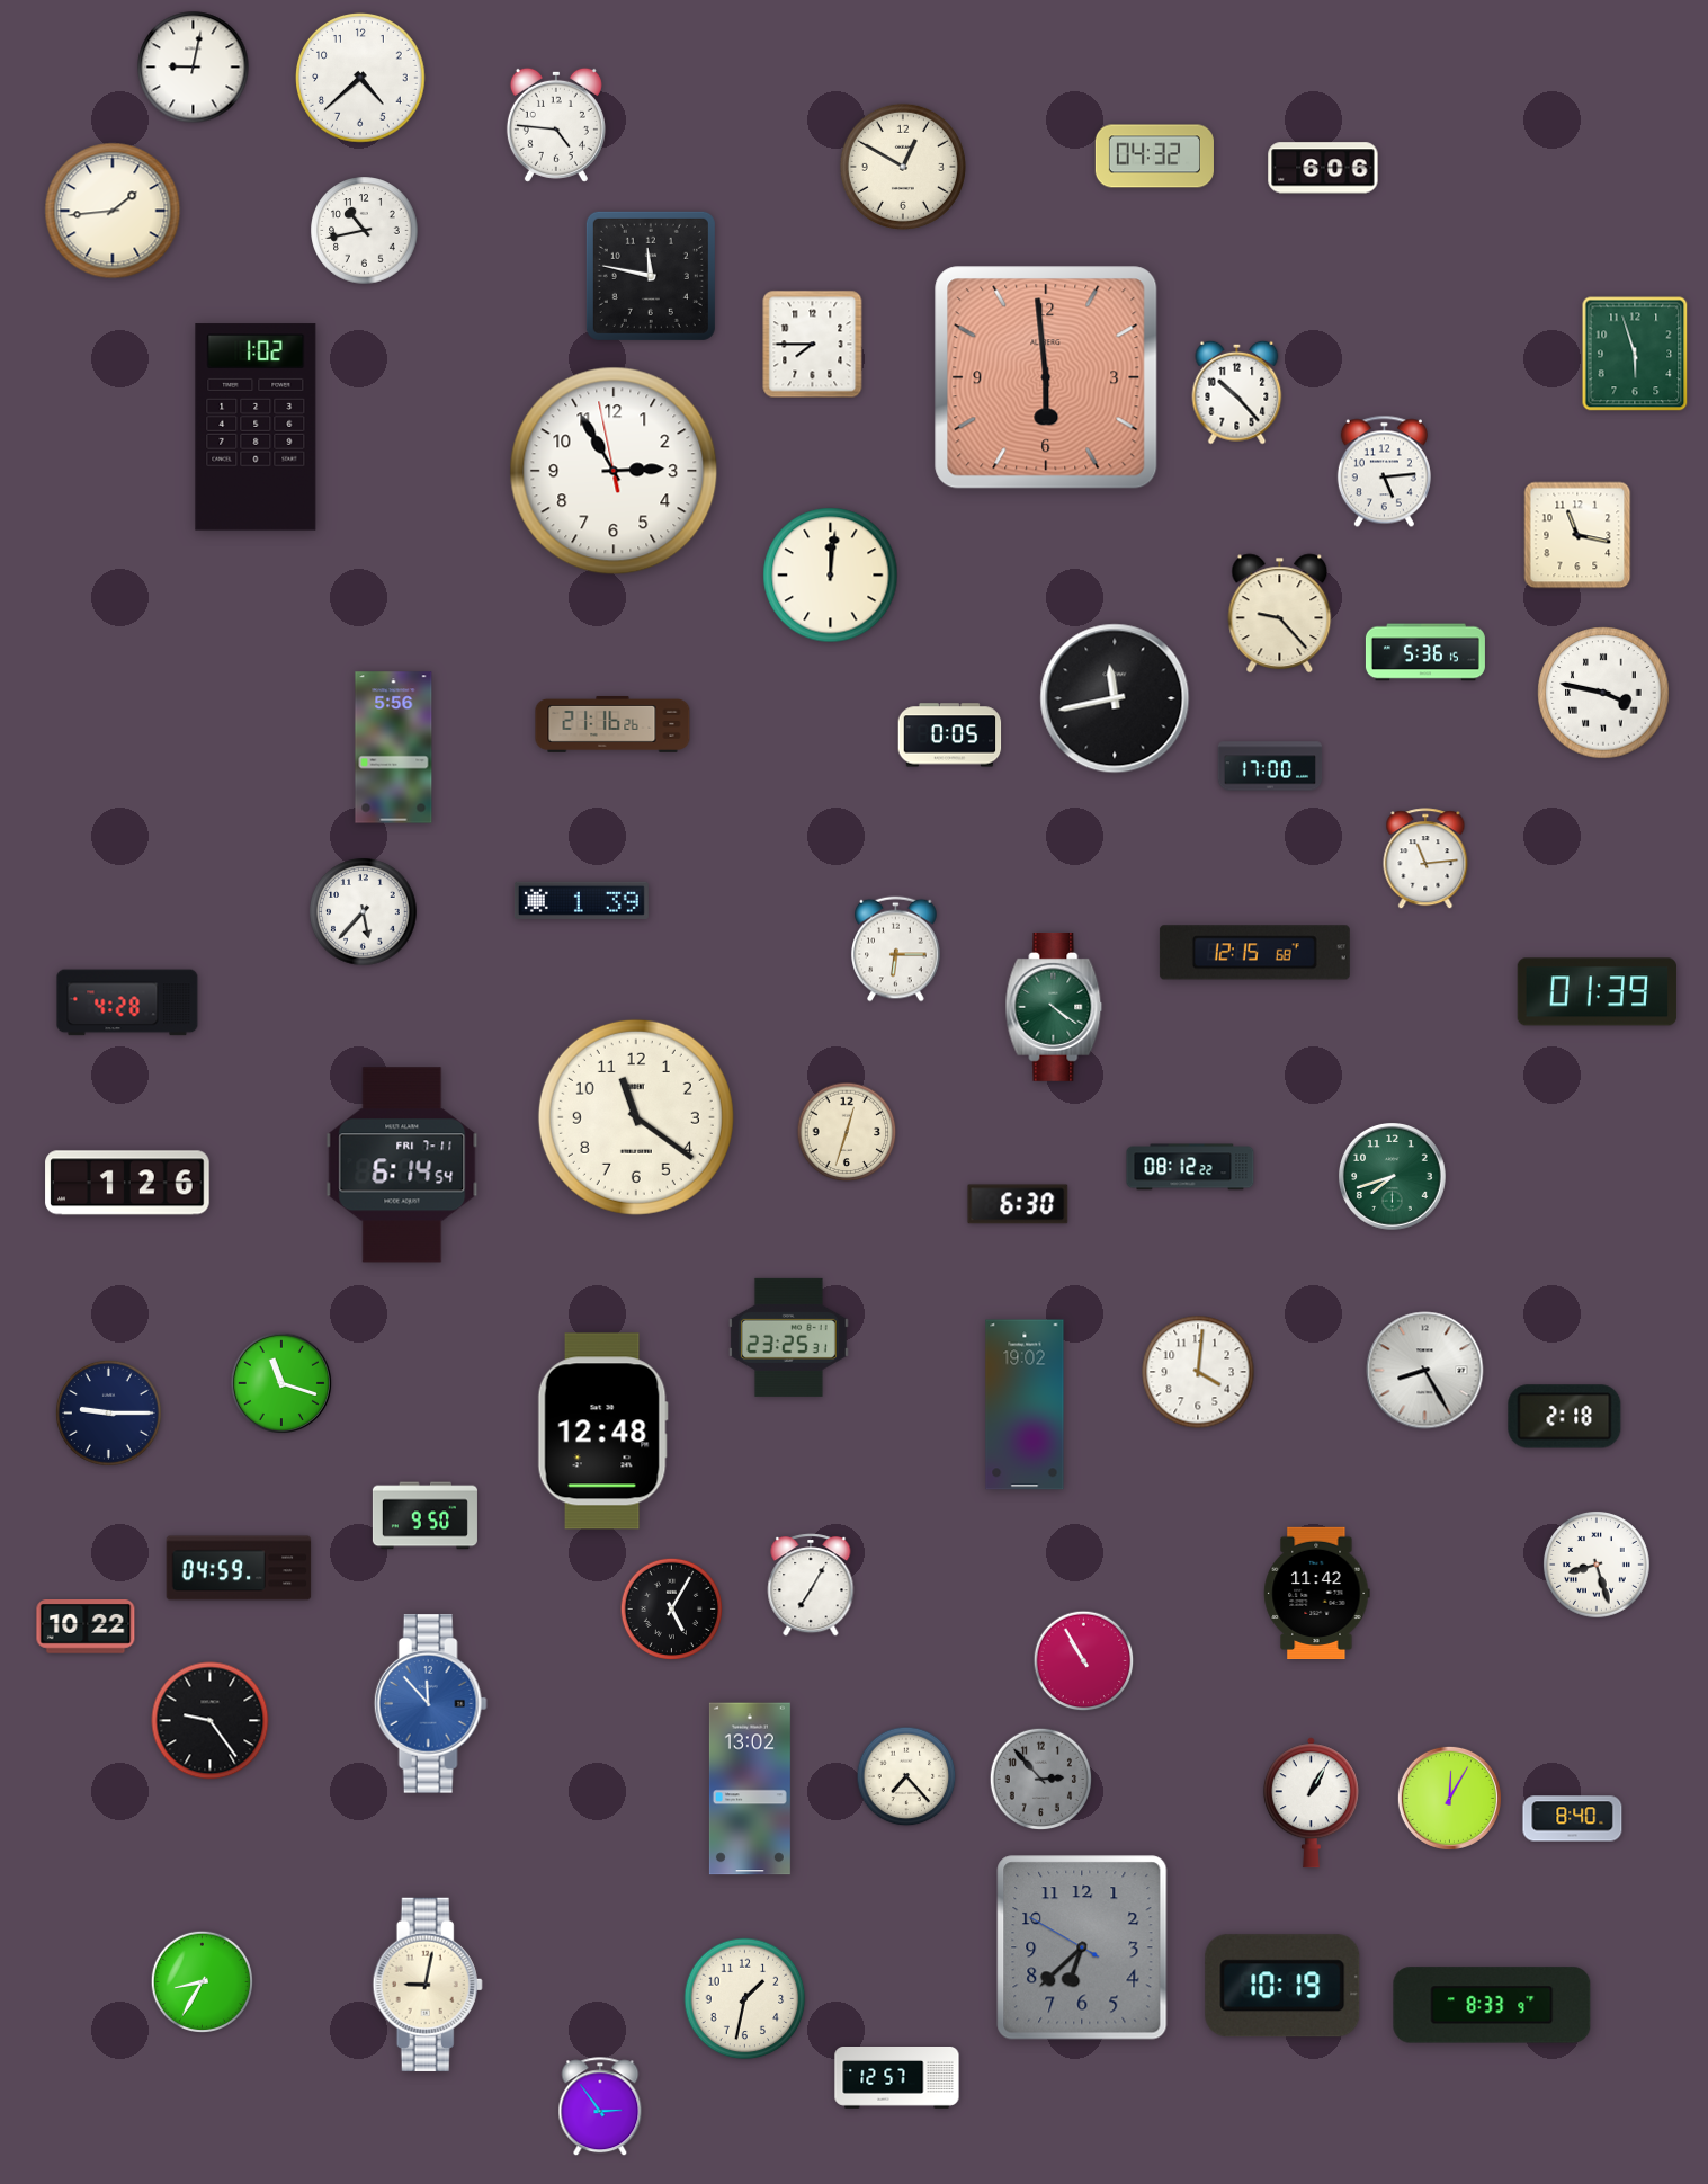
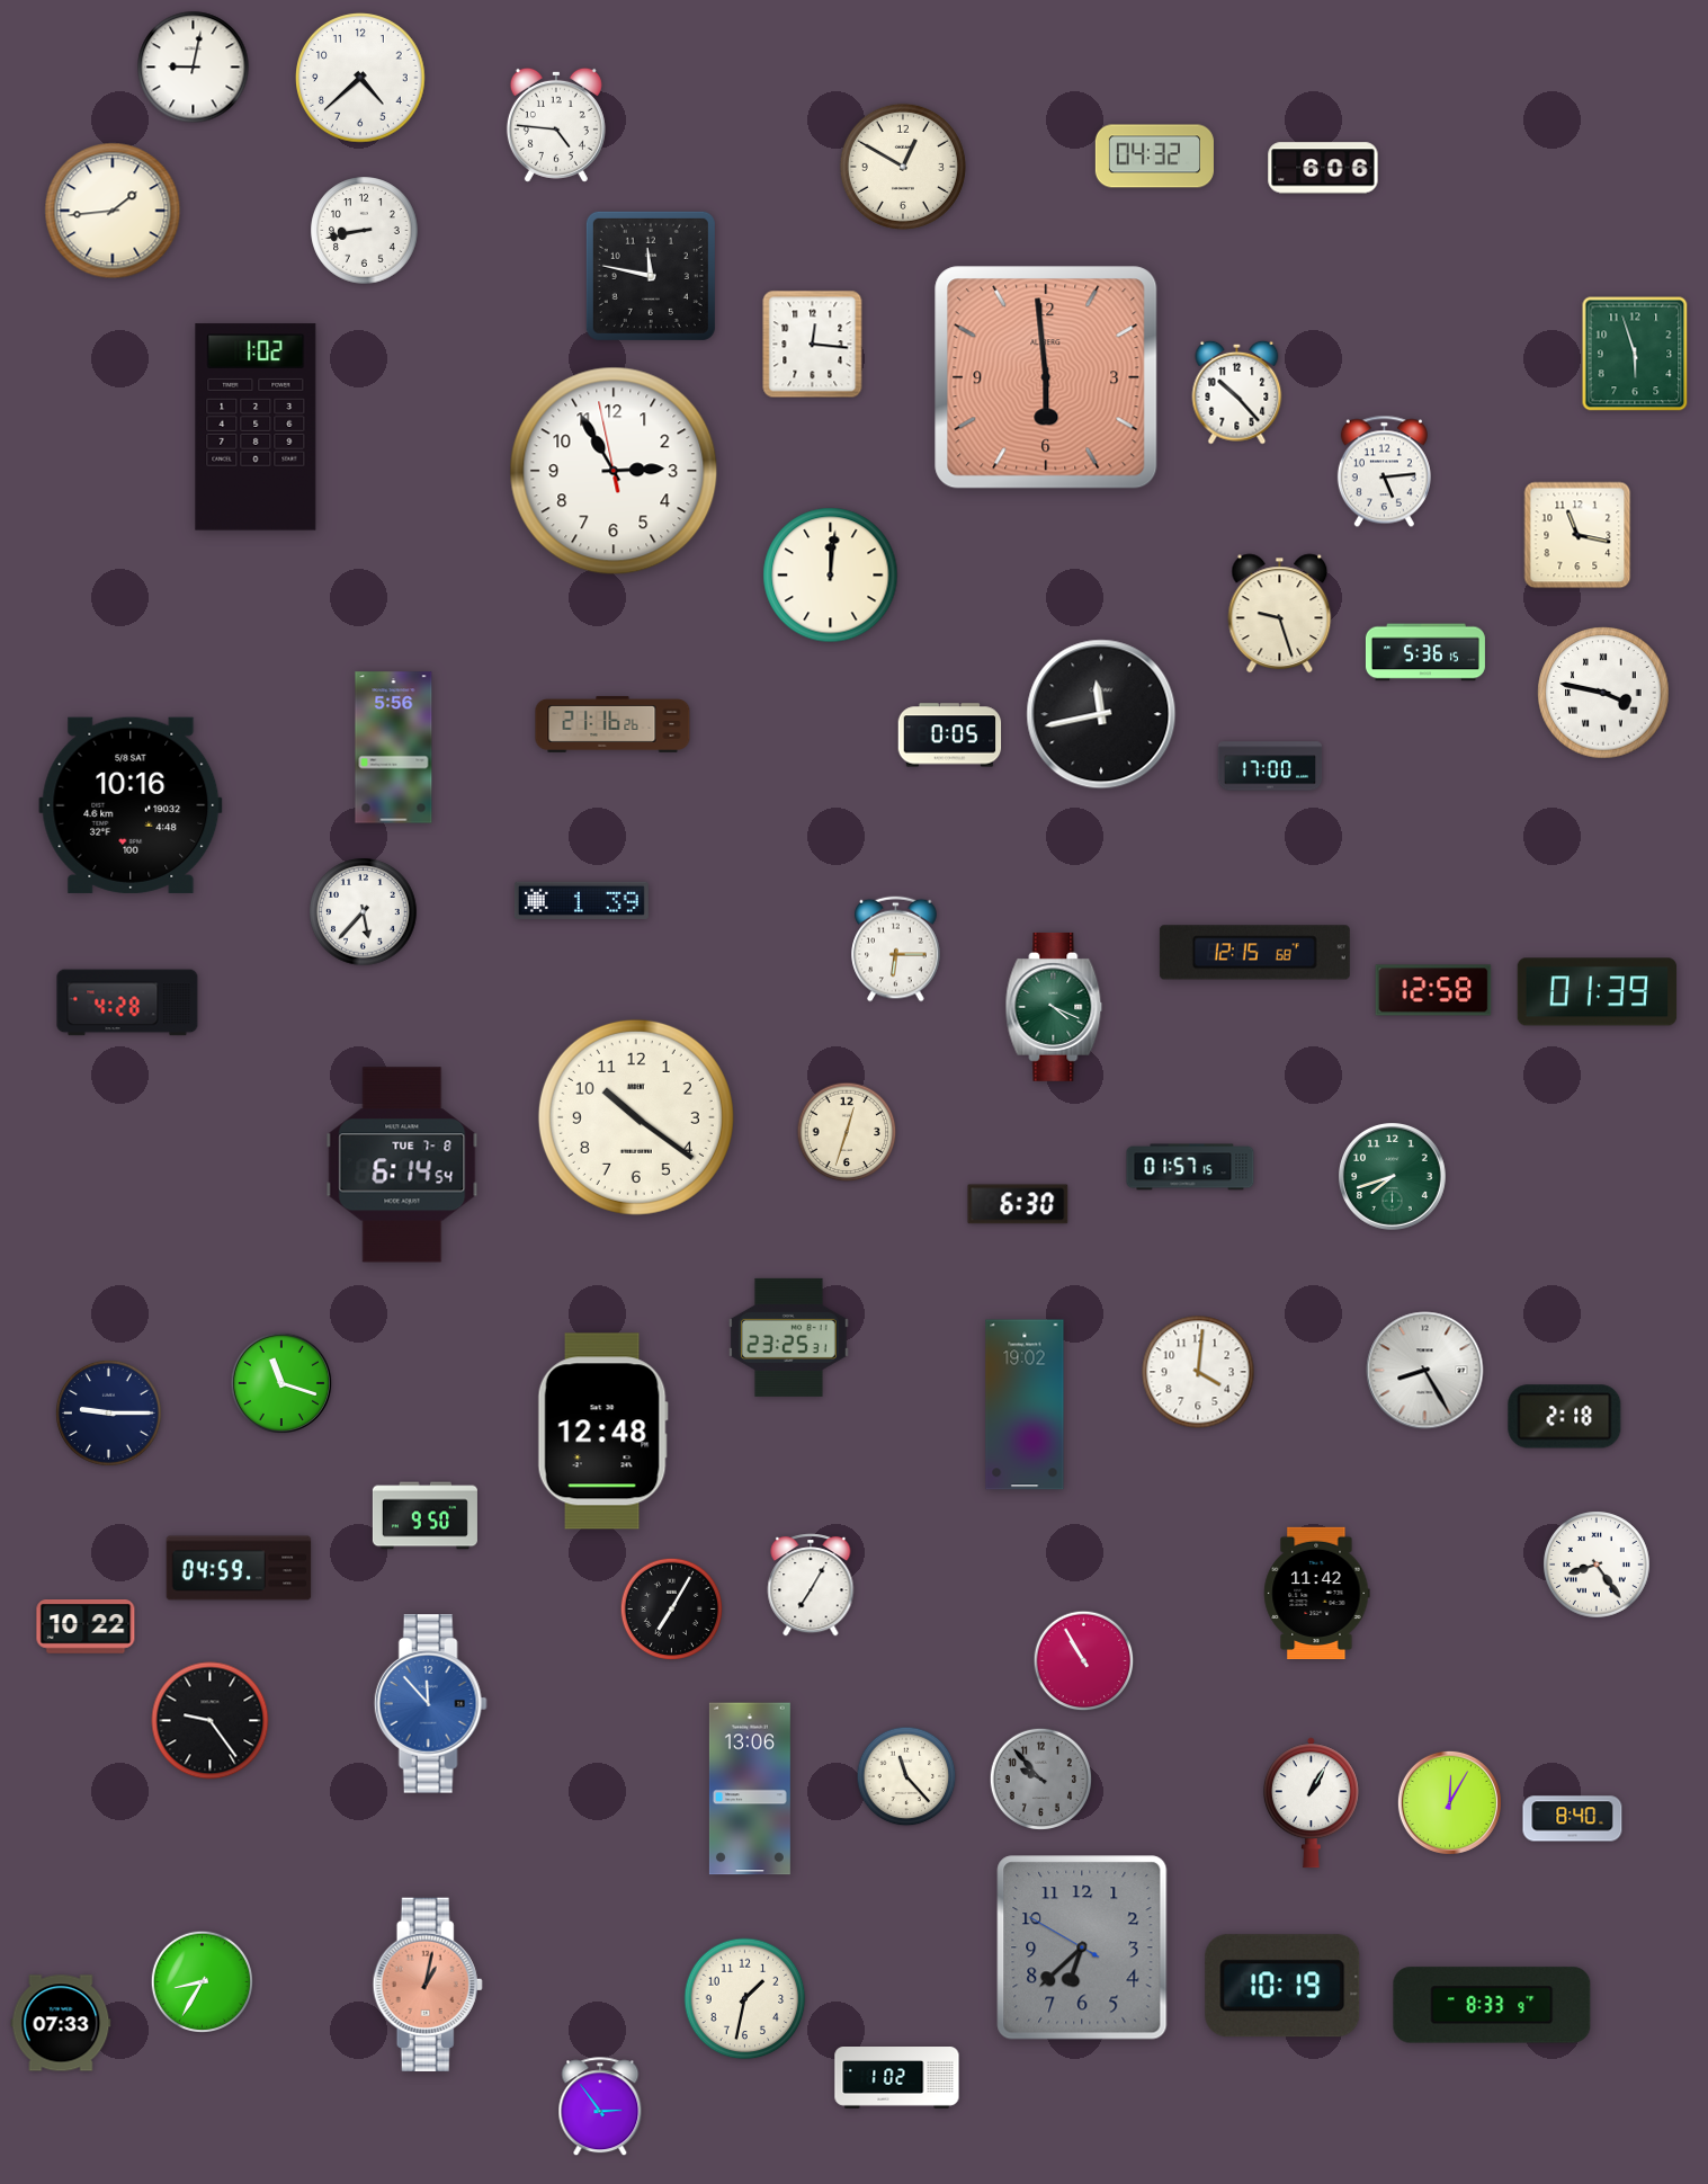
clock at (365, 231): 10:43 -> 8:43
clock at (813, 345): 7:45 -> 12:16
clock at (1280, 614): 9:23 -> 9:27
clock at (1115, 698) position: (1115, 698) -> (1101, 714)
clock at (131, 805): none -> 10:16
clock at (1425, 859): 11:14 -> none
clock at (1433, 990): none -> 12:58
clock at (1054, 1007): 4:21 -> 4:19
clock at (636, 1117): 11:21 -> 10:21
clock at (402, 1165) date: FRI 7-11 -> TUE 7-8
clock at (1190, 1167): 08:12 -> 01:57
clock at (127, 1183): 1:26 -> none
clock at (1597, 1565): 8:27 -> 8:24
clock at (671, 1608): 5:05 -> 7:05
clock at (906, 1776): 7:23 -> 11:23
clock at (1040, 1779): 2:53 -> 9:53
clock at (750, 1789): 13:02 -> 13:06
clock at (1449, 1798) position: (1449, 1798) -> (1449, 1802)
clock at (428, 1985): 9:02 -> 1:02
clock at (428, 1985) dial: cream -> salmon
clock at (61, 2023): none -> 07:33
clock at (897, 2078): 12:57 -> 1:02
